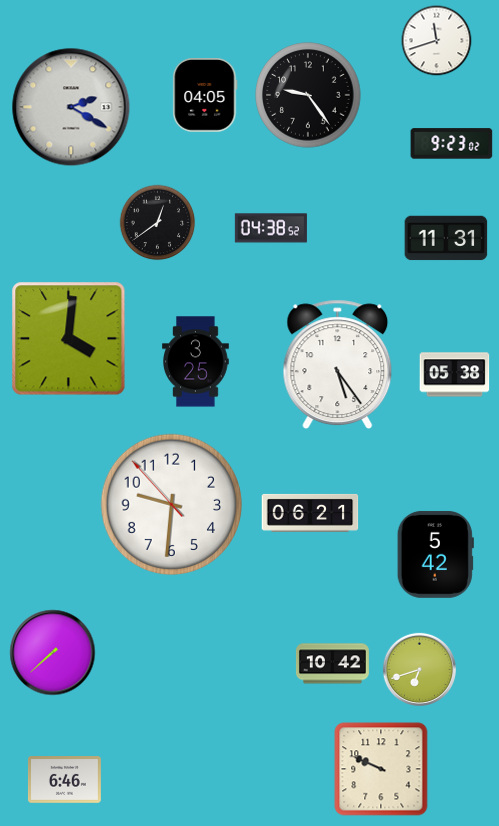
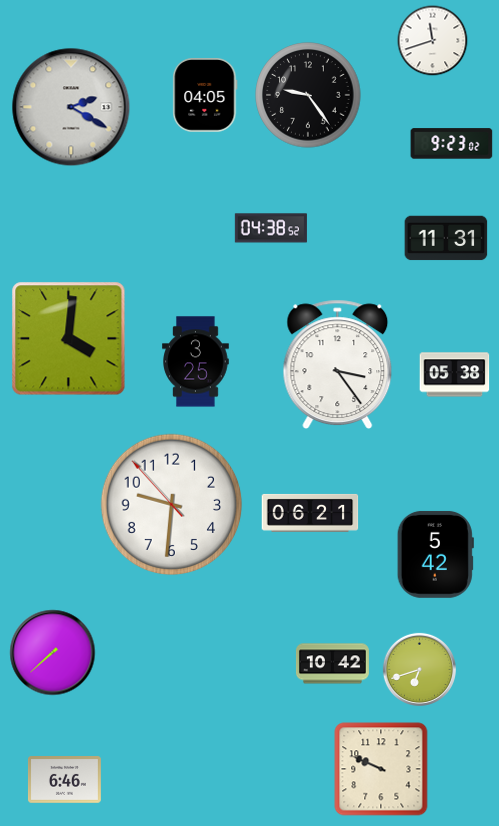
clock at (437, 41) position: (437, 41) -> (433, 41)
clock at (158, 223): 12:39 -> none
clock at (338, 364): 5:24 -> 3:24
